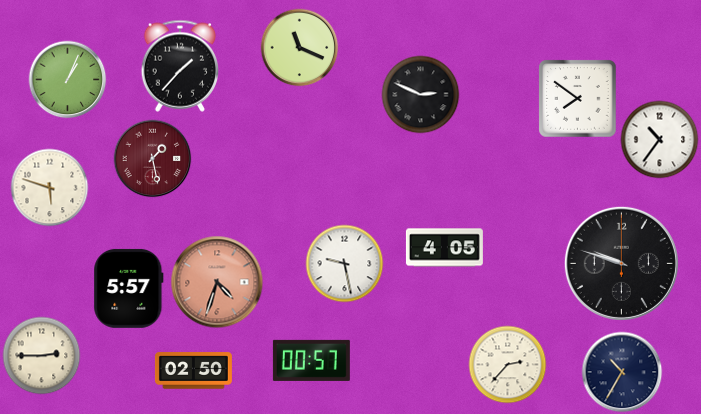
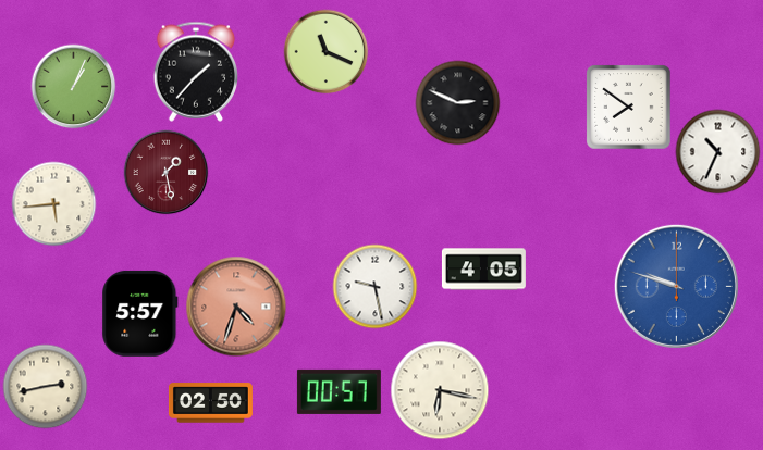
clock at (659, 139): 10:36 -> 10:34
clock at (49, 187): 5:48 -> 5:44
clock at (621, 263) dial: black -> blue
clock at (41, 355): 2:45 -> 2:43
clock at (440, 390): none -> 6:17
clock at (507, 364): 2:37 -> none
clock at (622, 372): 10:35 -> none
